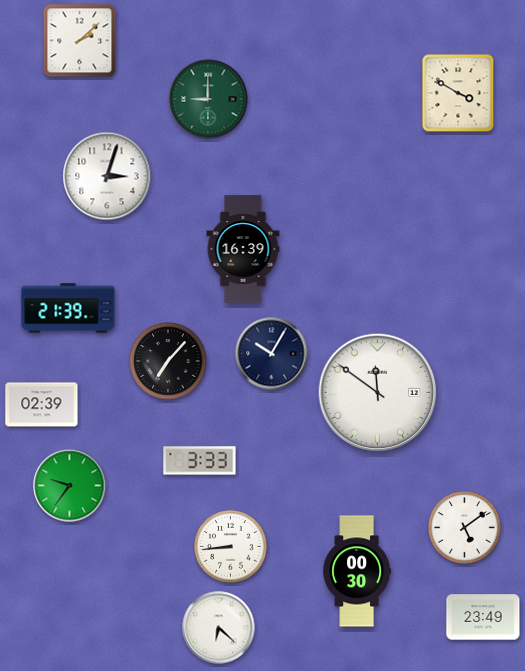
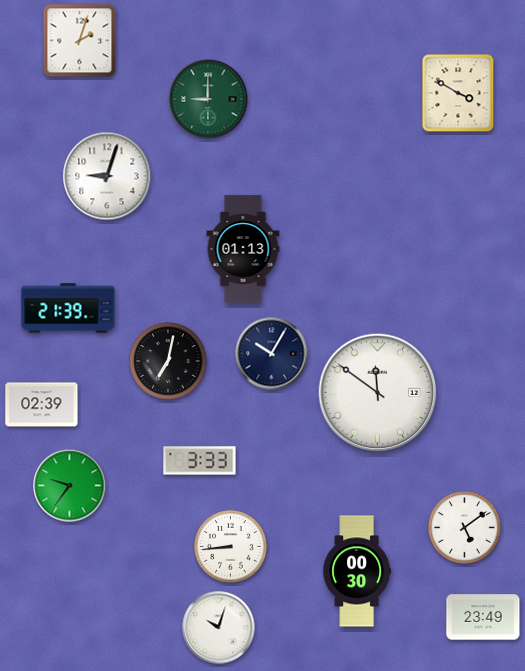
clock at (80, 41): 2:08 -> 2:03
clock at (107, 176): 3:03 -> 9:03
clock at (243, 249): 16:39 -> 01:13
clock at (168, 361): 7:07 -> 7:02
clock at (219, 628): 6:22 -> 10:03
